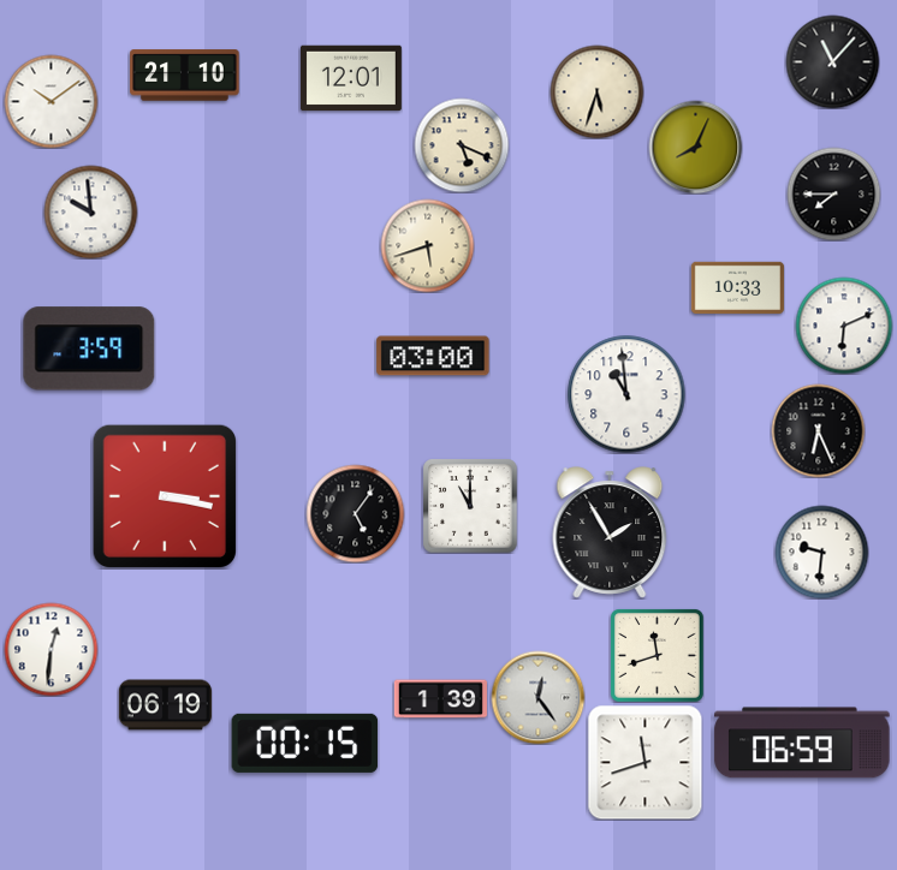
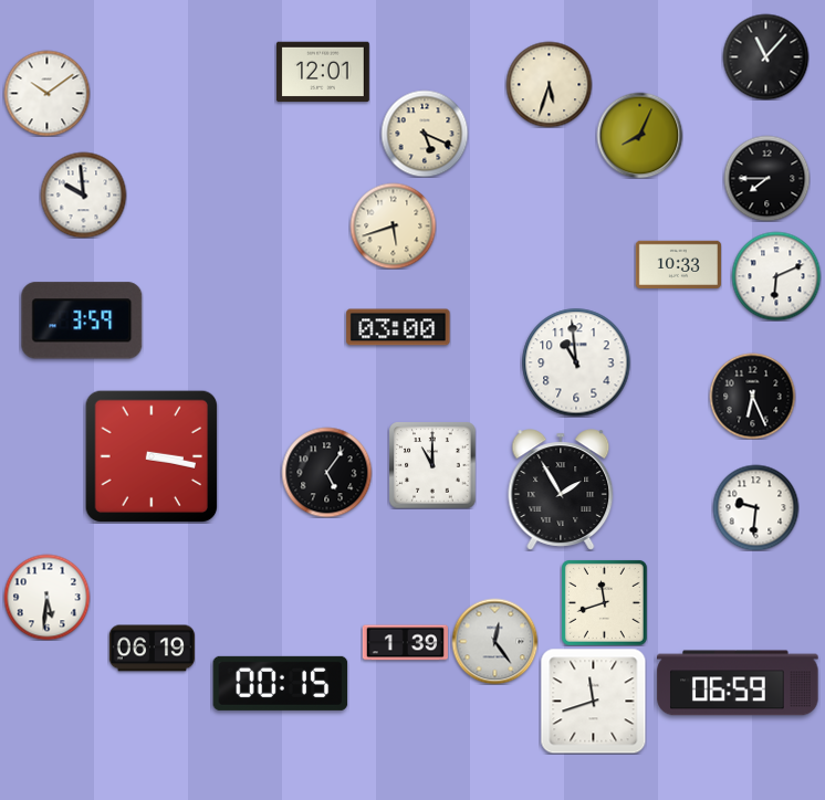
clock at (185, 76): 21:10 -> none
clock at (844, 326) position: (844, 326) -> (776, 276)
clock at (51, 649): 12:31 -> 5:31
